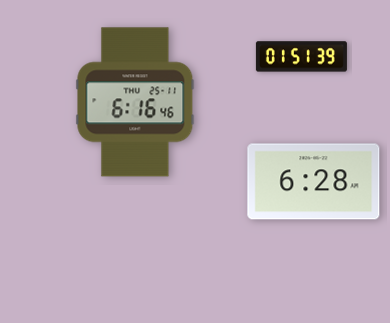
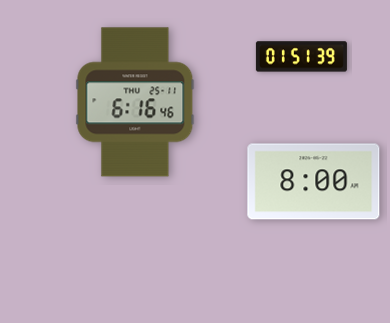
clock at (314, 182): 6:28 -> 8:00
